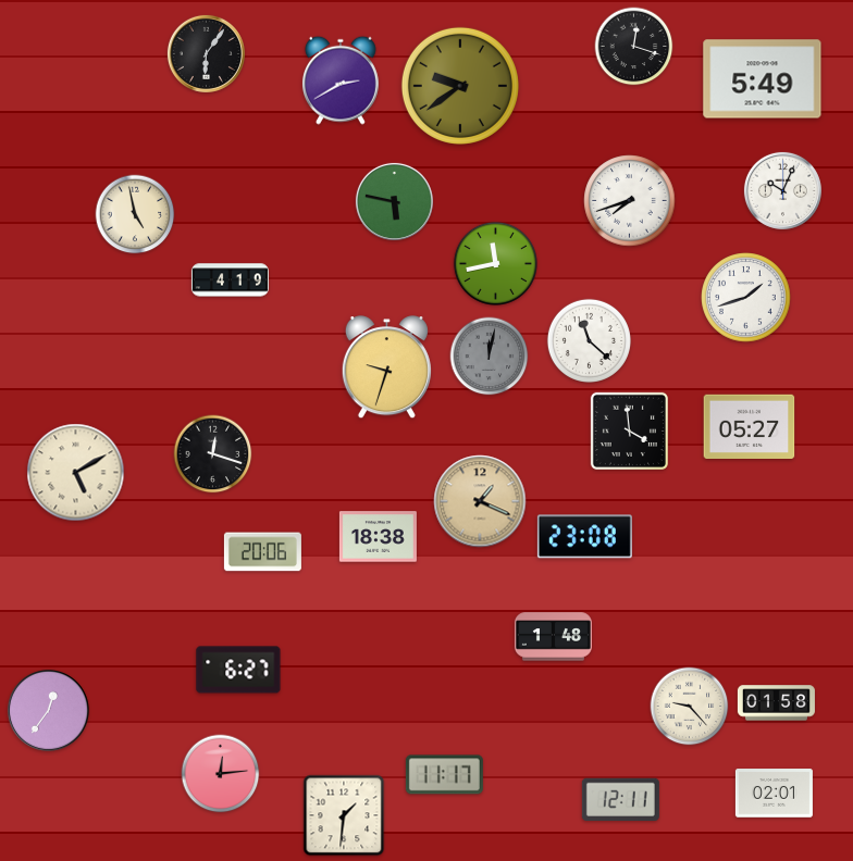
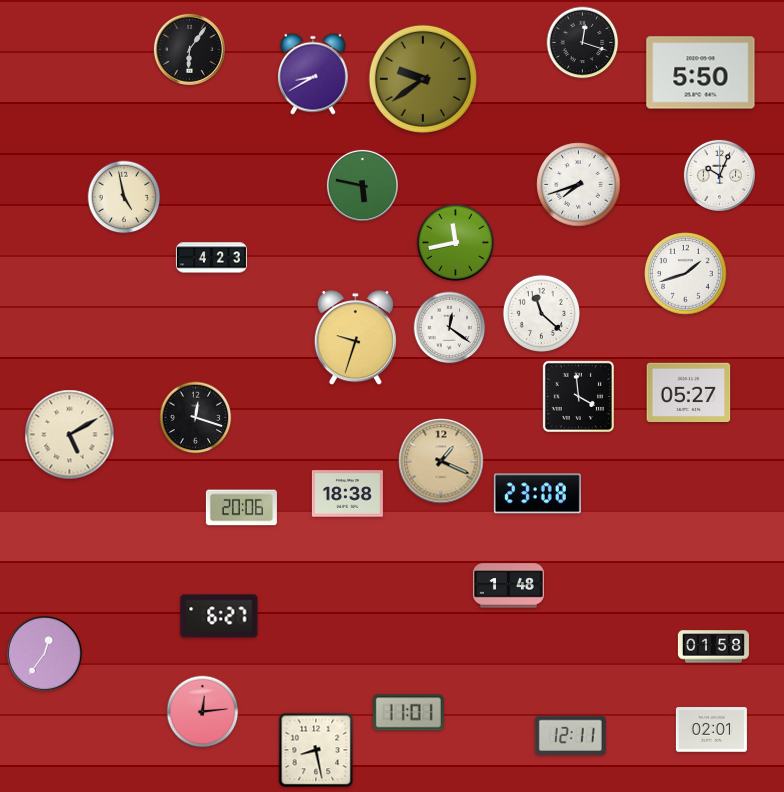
clock at (763, 79): 5:49 -> 5:50
clock at (341, 80): 2:40 -> 8:40
clock at (230, 280): 4:19 -> 4:23
clock at (490, 357): 12:02 -> 12:21
clock at (490, 357) dial: grey -> white
clock at (690, 707): 9:23 -> none
clock at (444, 775): 11:17 -> 11:01
clock at (344, 815): 1:31 -> 8:28
